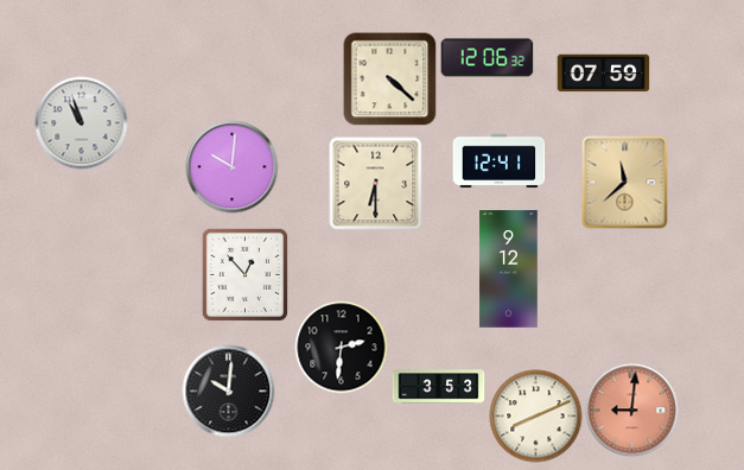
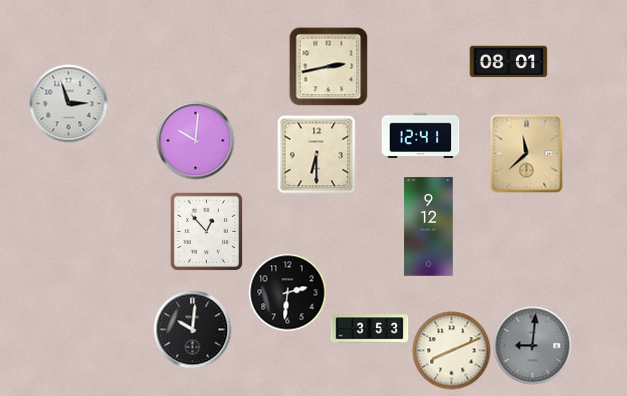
clock at (487, 58): 12:06 -> none
clock at (603, 74): 07:59 -> 08:01
clock at (389, 78): 4:22 -> 2:43
clock at (81, 122): 10:57 -> 2:57
clock at (438, 387) position: (438, 387) -> (369, 329)
clock at (631, 409) dial: salmon -> grey
